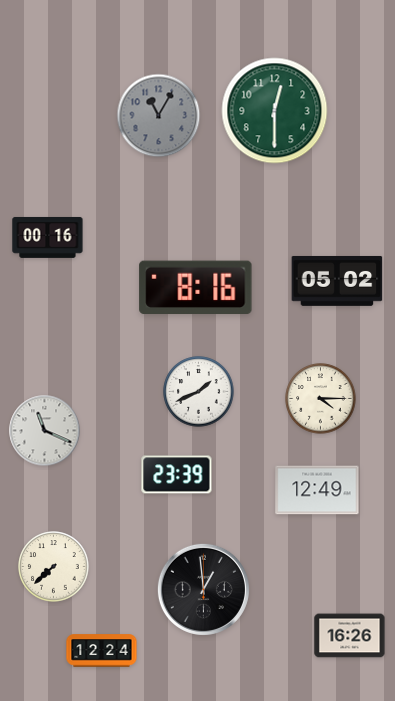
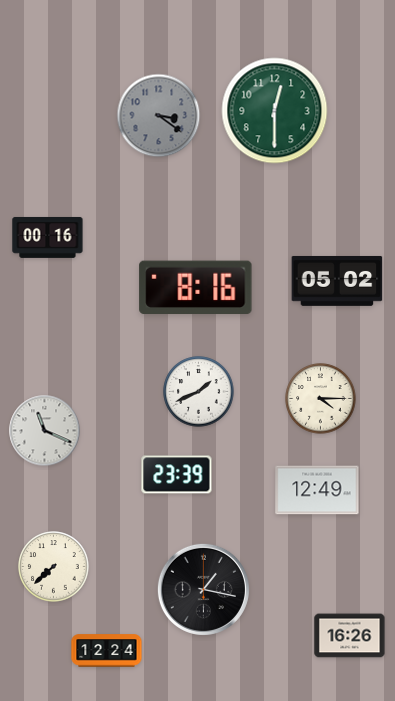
clock at (159, 116): 11:05 -> 3:21
clock at (203, 589): 12:59 -> 1:17
clock at (102, 651) position: (102, 651) -> (107, 651)
